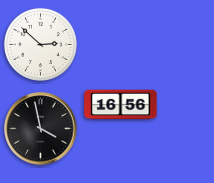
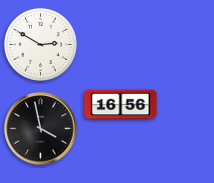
clock at (40, 44): 2:52 -> 2:50
